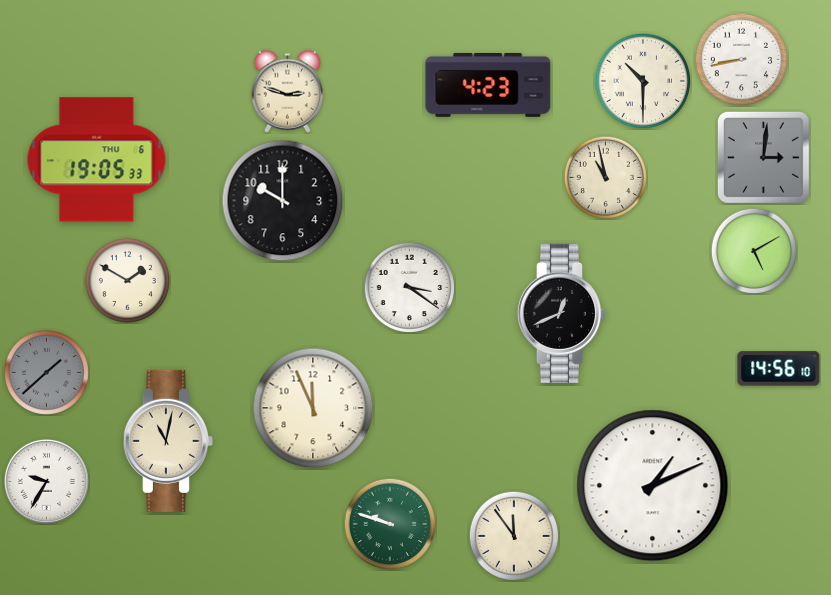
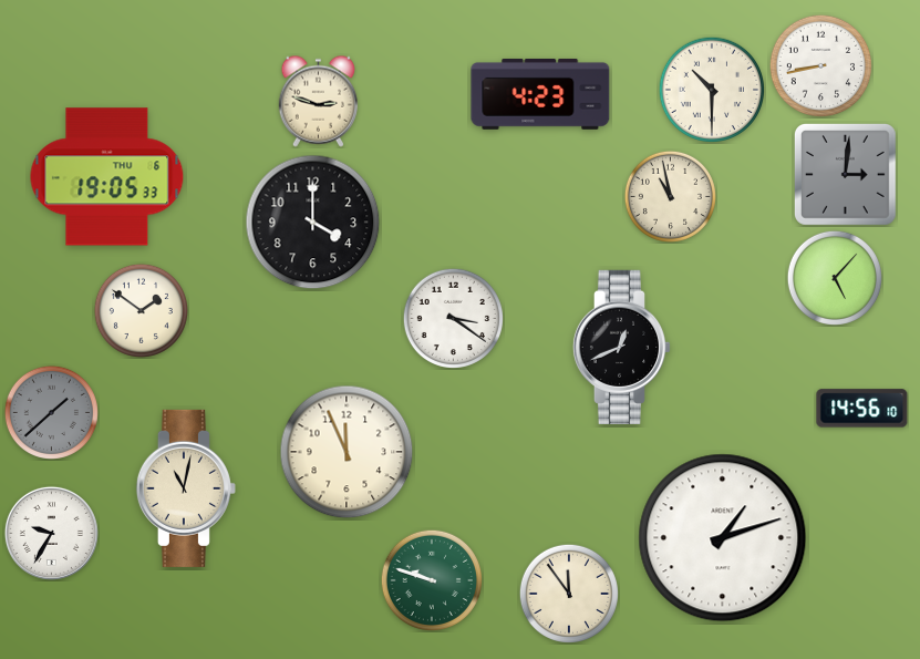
clock at (283, 201): 10:00 -> 4:00
clock at (754, 251): 5:10 -> 5:07
clock at (127, 280): 1:50 -> 1:51
clock at (653, 486): 1:11 -> 1:12
